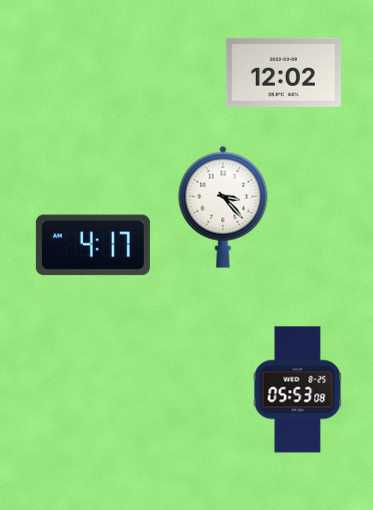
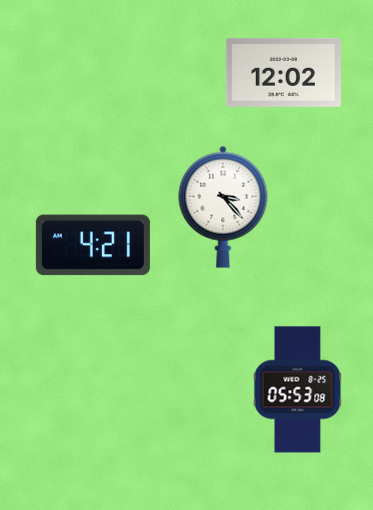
clock at (93, 245): 4:17 -> 4:21
